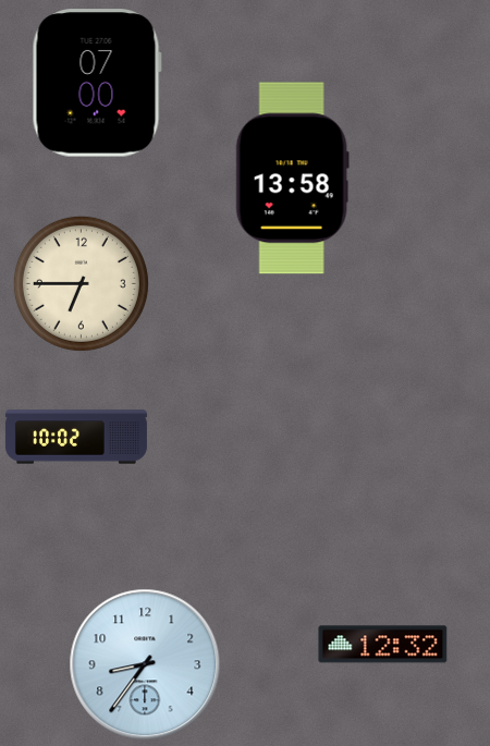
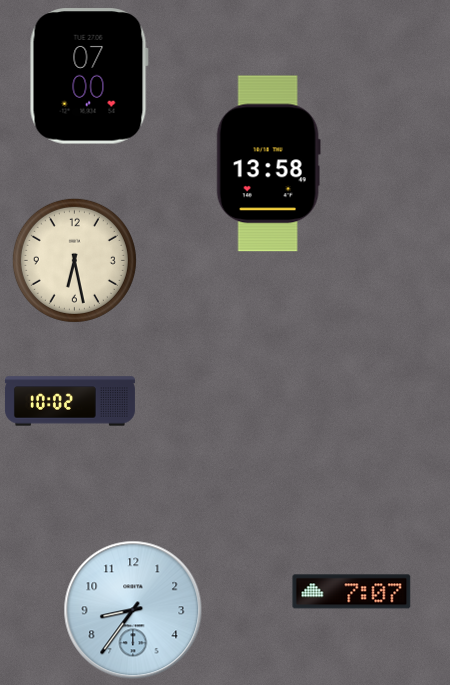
clock at (81, 283): 6:45 -> 6:28
clock at (383, 645): 12:32 -> 7:07
